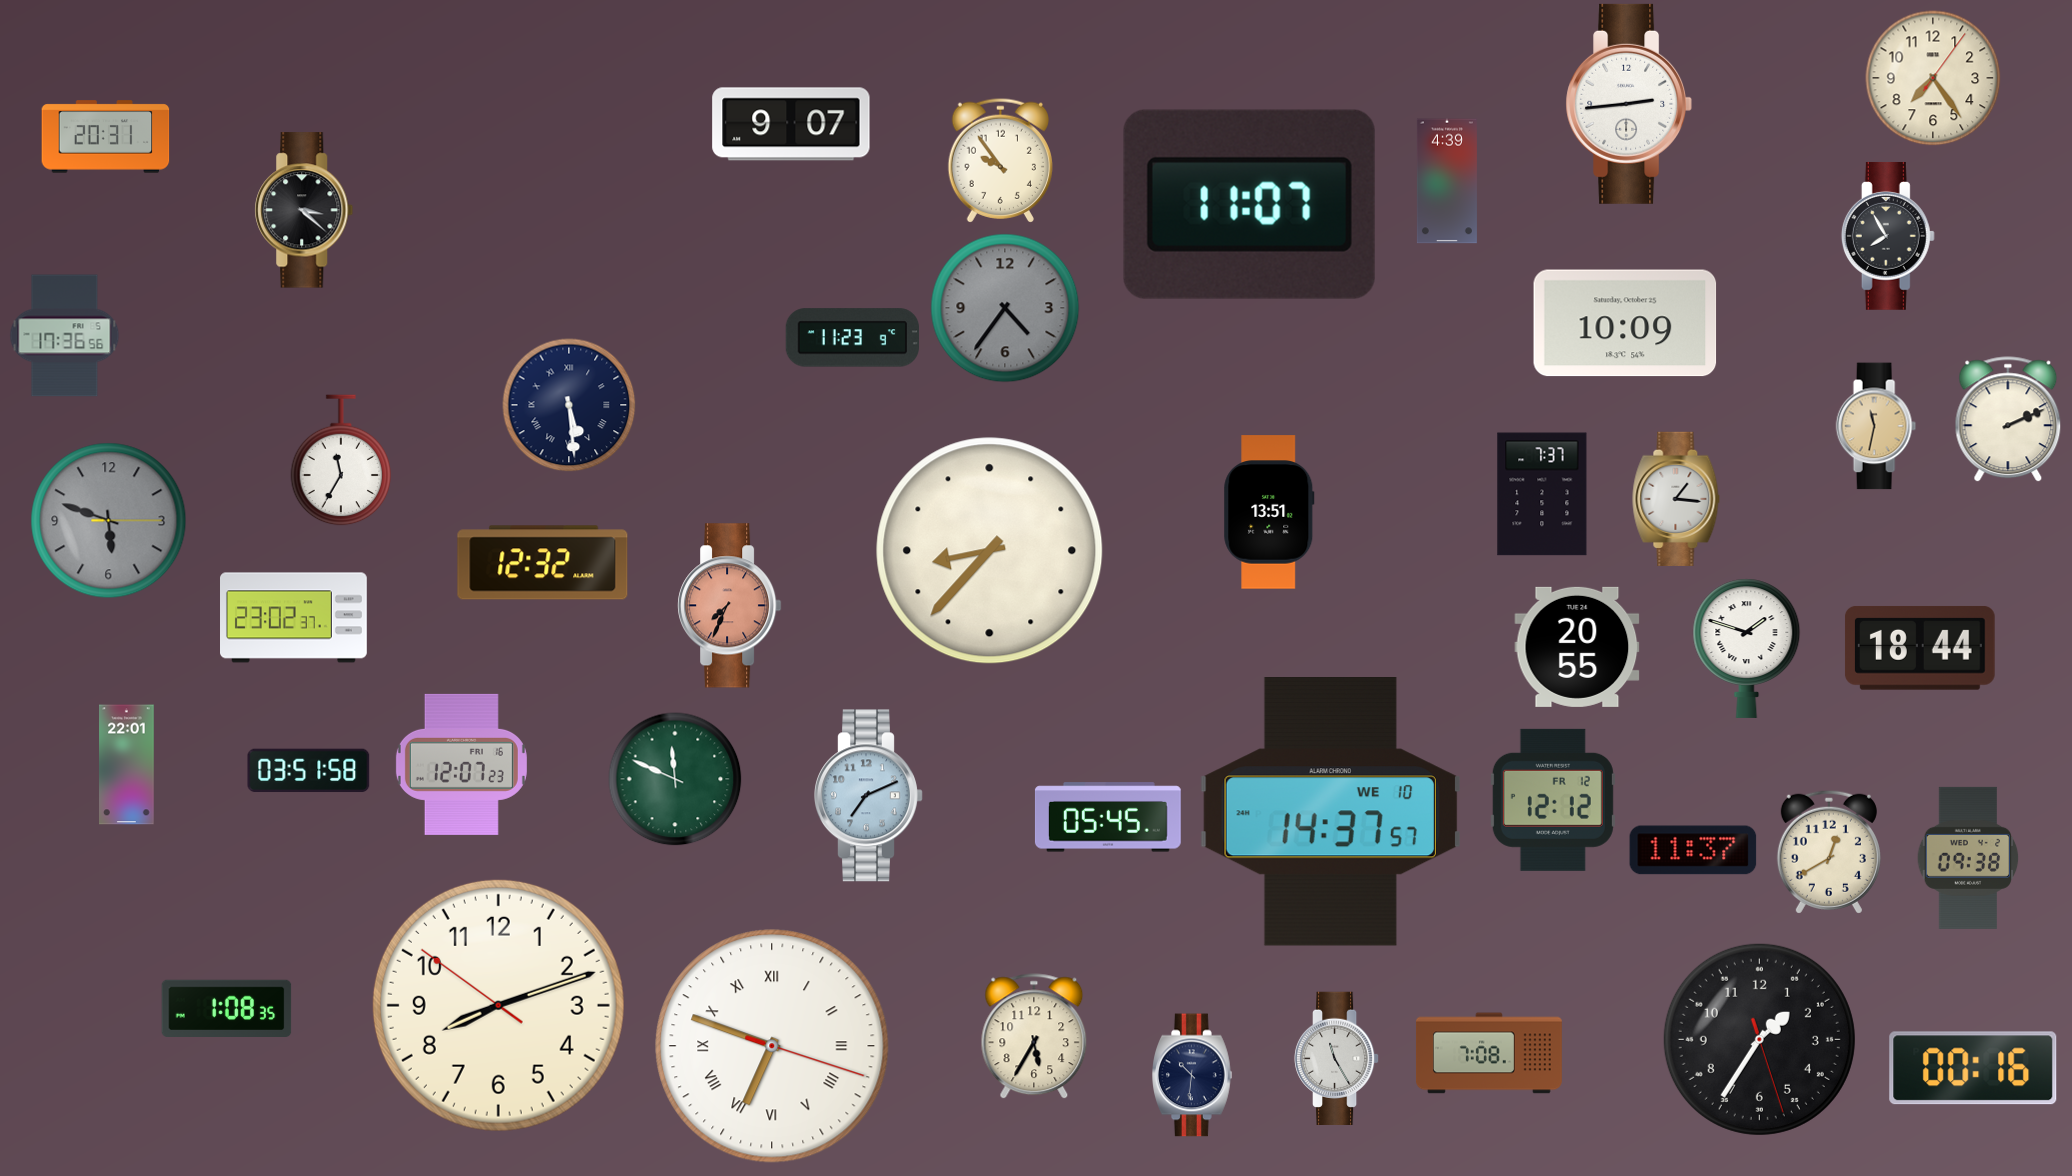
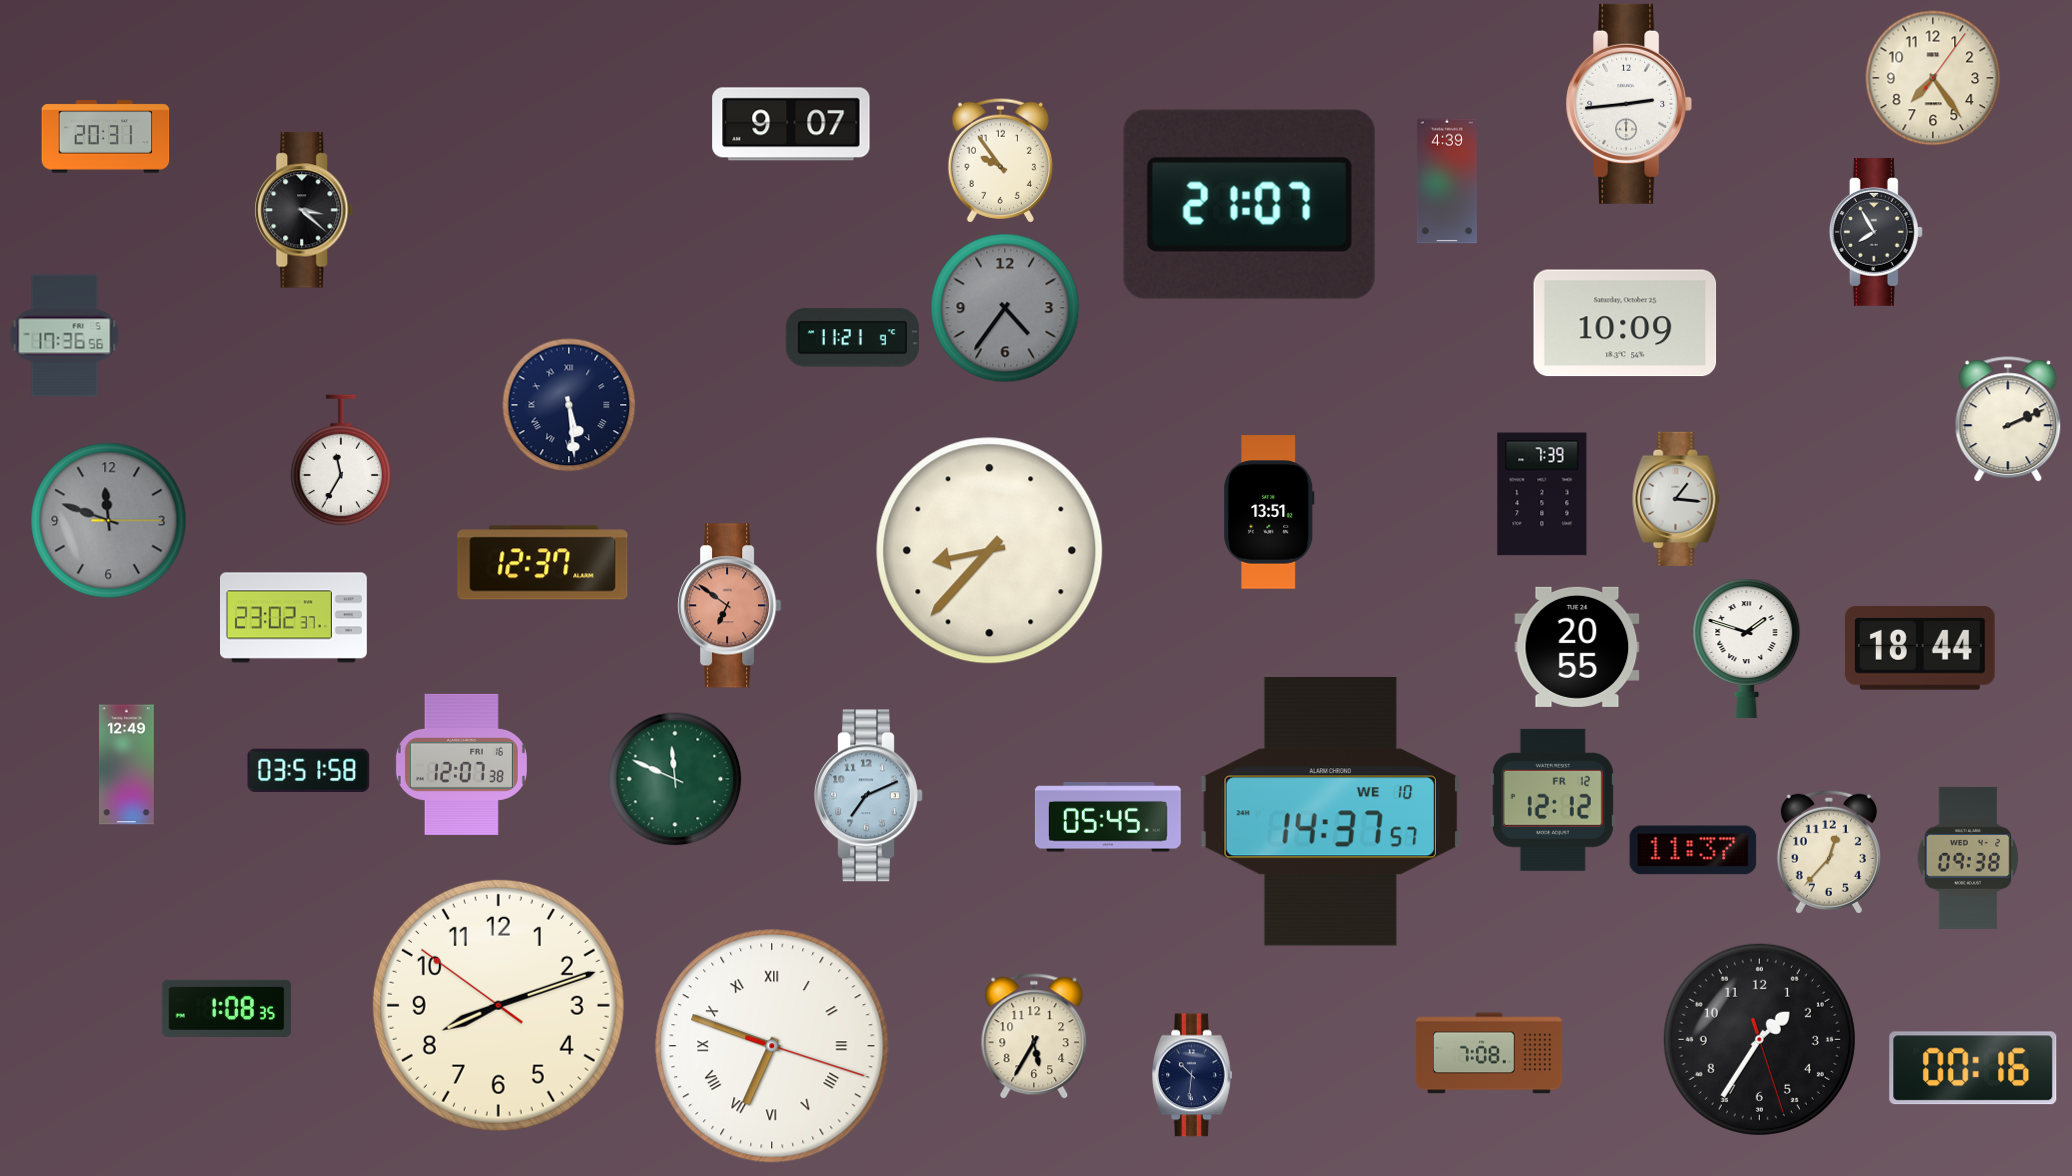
clock at (1249, 204): 11:07 -> 21:07
clock at (1888, 236) position: (1888, 236) -> (1876, 232)
clock at (852, 338): 11:23 -> 11:21
clock at (1876, 426): 11:32 -> none
clock at (1542, 494): 7:37 -> 7:39
clock at (109, 521): 5:48 -> 11:48
clock at (543, 563): 12:32 -> 12:37
clock at (730, 606): 7:34 -> 6:51
clock at (461, 764): 12:07:23 -> 12:07:38
clock at (127, 765): 22:01 -> 12:49
clock at (1829, 852): 12:40 -> 12:37
clock at (1337, 1058): 11:25 -> none
